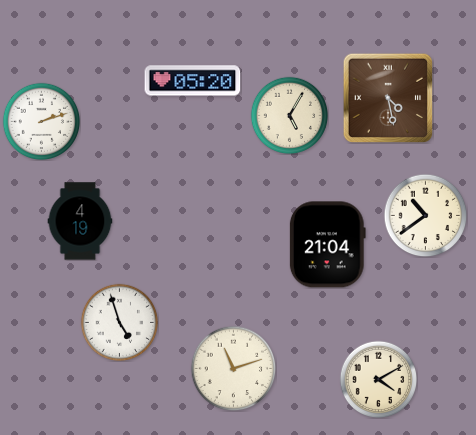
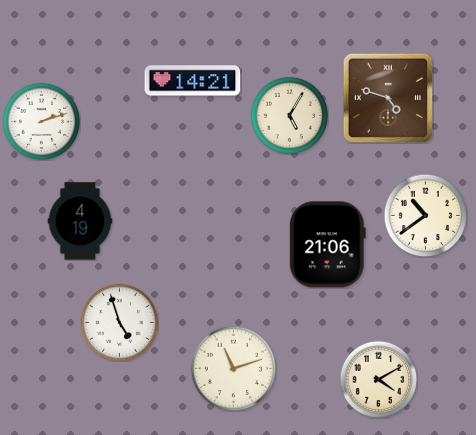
clock at (193, 81): 05:20 -> 14:21
clock at (388, 98): 4:28 -> 4:48
clock at (327, 245): 21:04 -> 21:06
